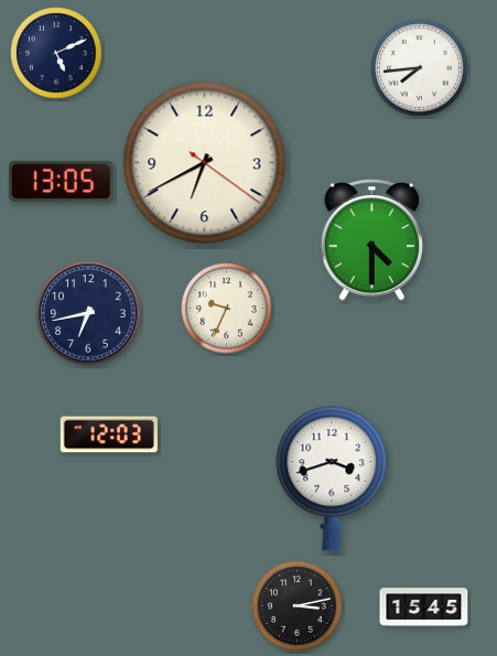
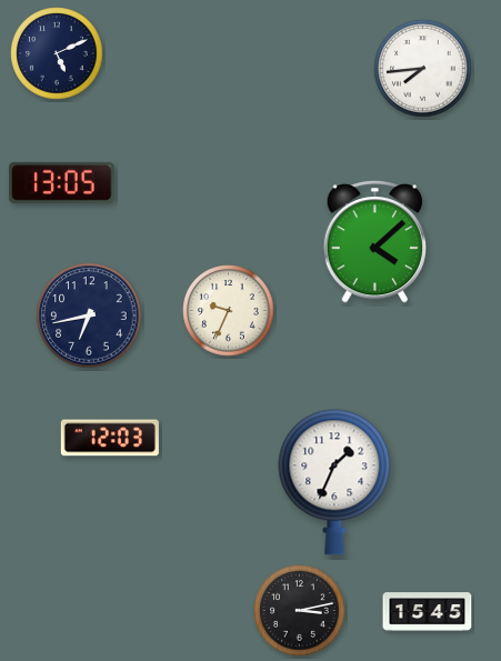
clock at (205, 163): 6:40 -> none
clock at (371, 240): 4:30 -> 4:08
clock at (332, 478): 3:42 -> 1:34
